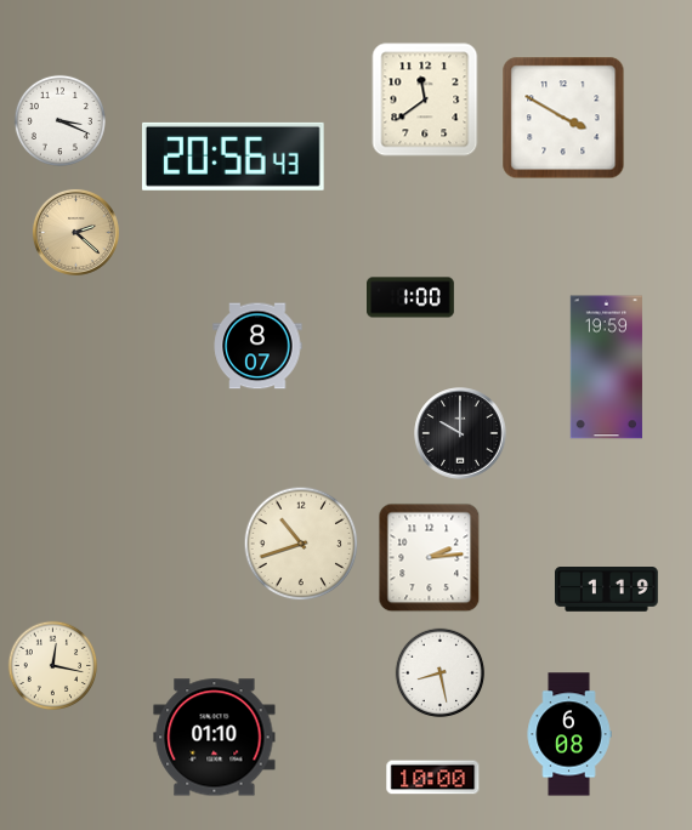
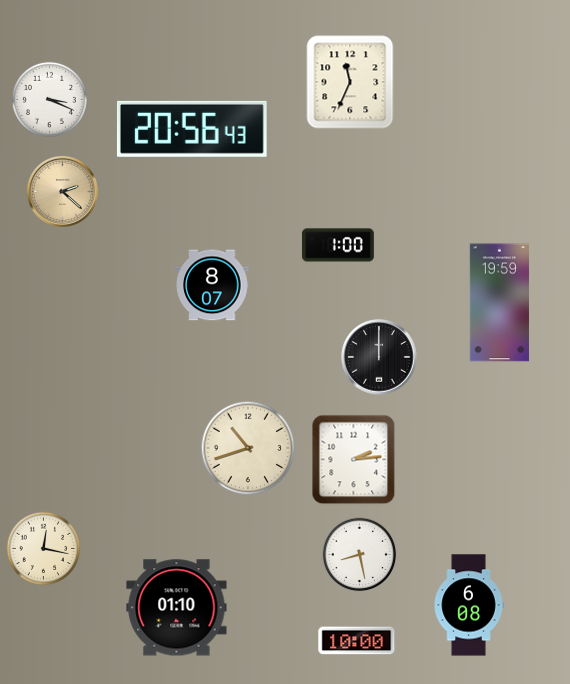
clock at (425, 100): 11:39 -> 11:34
clock at (563, 118): 3:50 -> none
clock at (460, 433): 10:00 -> 12:00
clock at (607, 590): 1:19 -> none
clock at (441, 673) position: (441, 673) -> (360, 555)
